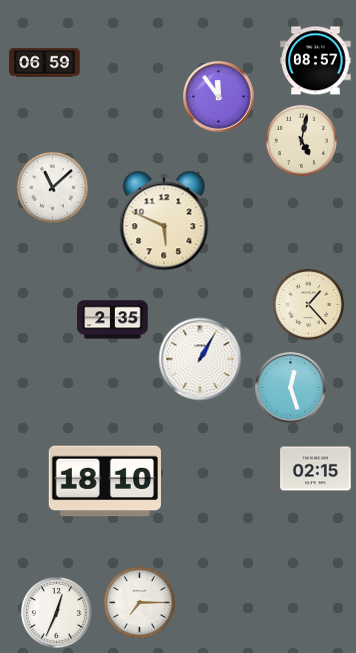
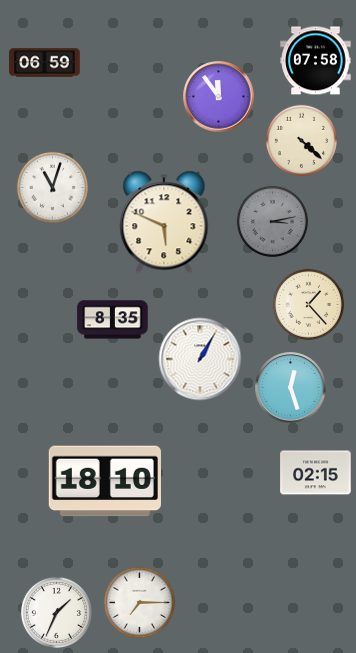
clock at (316, 61): 08:57 -> 07:58
clock at (301, 140): 5:02 -> 4:22
clock at (52, 187): 11:08 -> 11:03
clock at (272, 221): none -> 3:13
clock at (113, 320): 2:35 -> 8:35
clock at (316, 469) position: (316, 469) -> (316, 473)
clock at (56, 612): 12:34 -> 1:34
